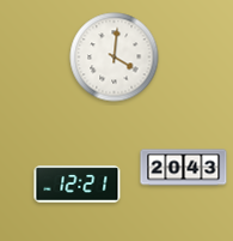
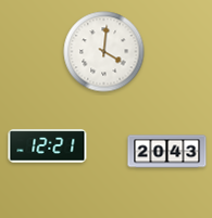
clock at (78, 185) position: (78, 185) -> (48, 146)
